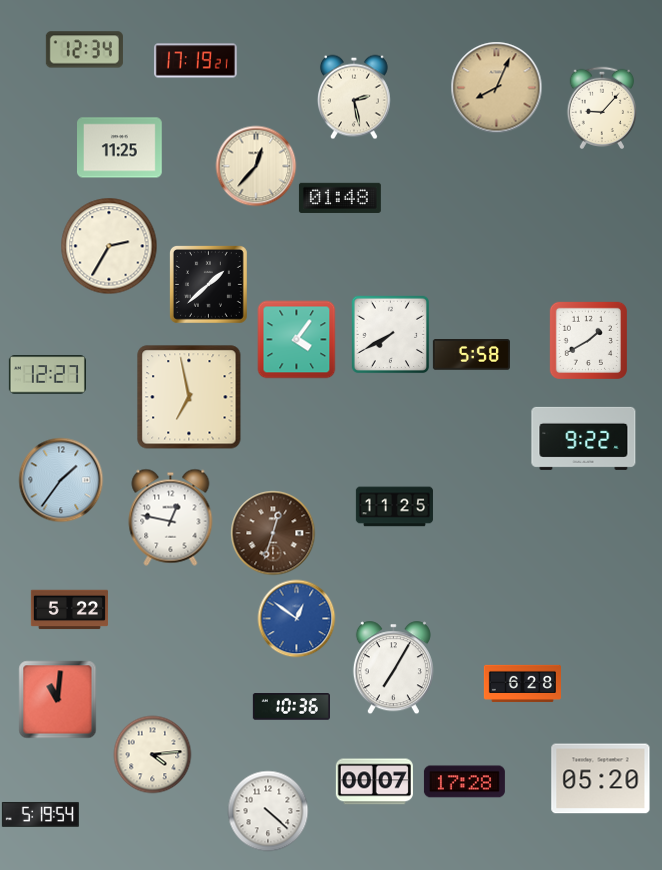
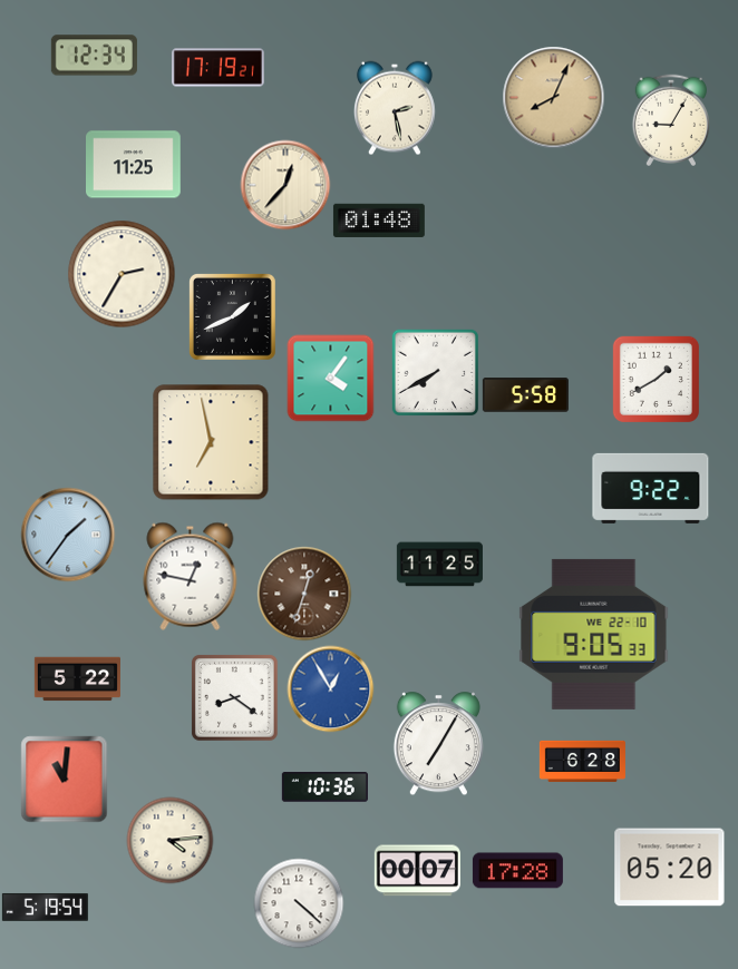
clock at (601, 107): 9:07 -> 9:05
clock at (208, 284): 1:38 -> 1:41
clock at (47, 375): 12:27 -> none
clock at (594, 634): none -> 9:05
clock at (296, 618): 12:51 -> 12:55
clock at (234, 697): none -> 8:21
